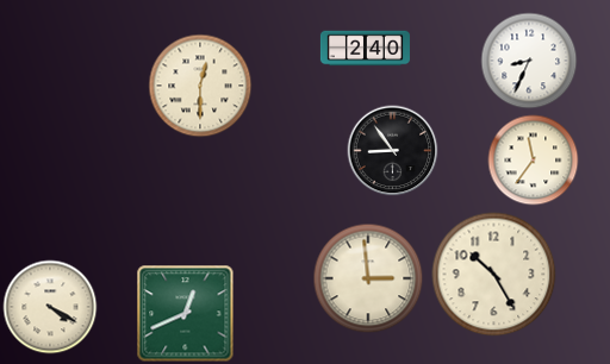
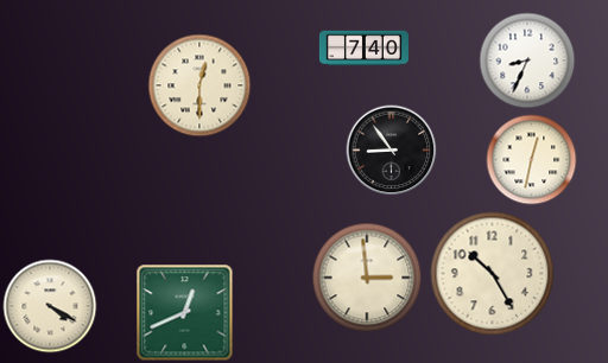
clock at (365, 49): 2:40 -> 7:40
clock at (534, 161): 11:36 -> 12:32
